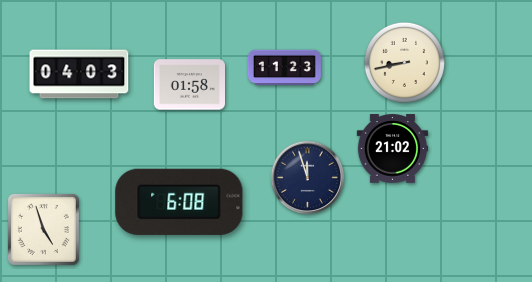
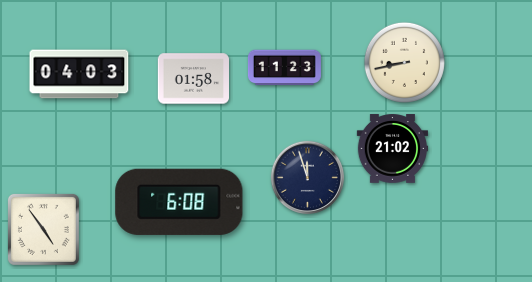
clock at (190, 85) position: (190, 85) -> (194, 79)
clock at (43, 229): 4:57 -> 4:54
